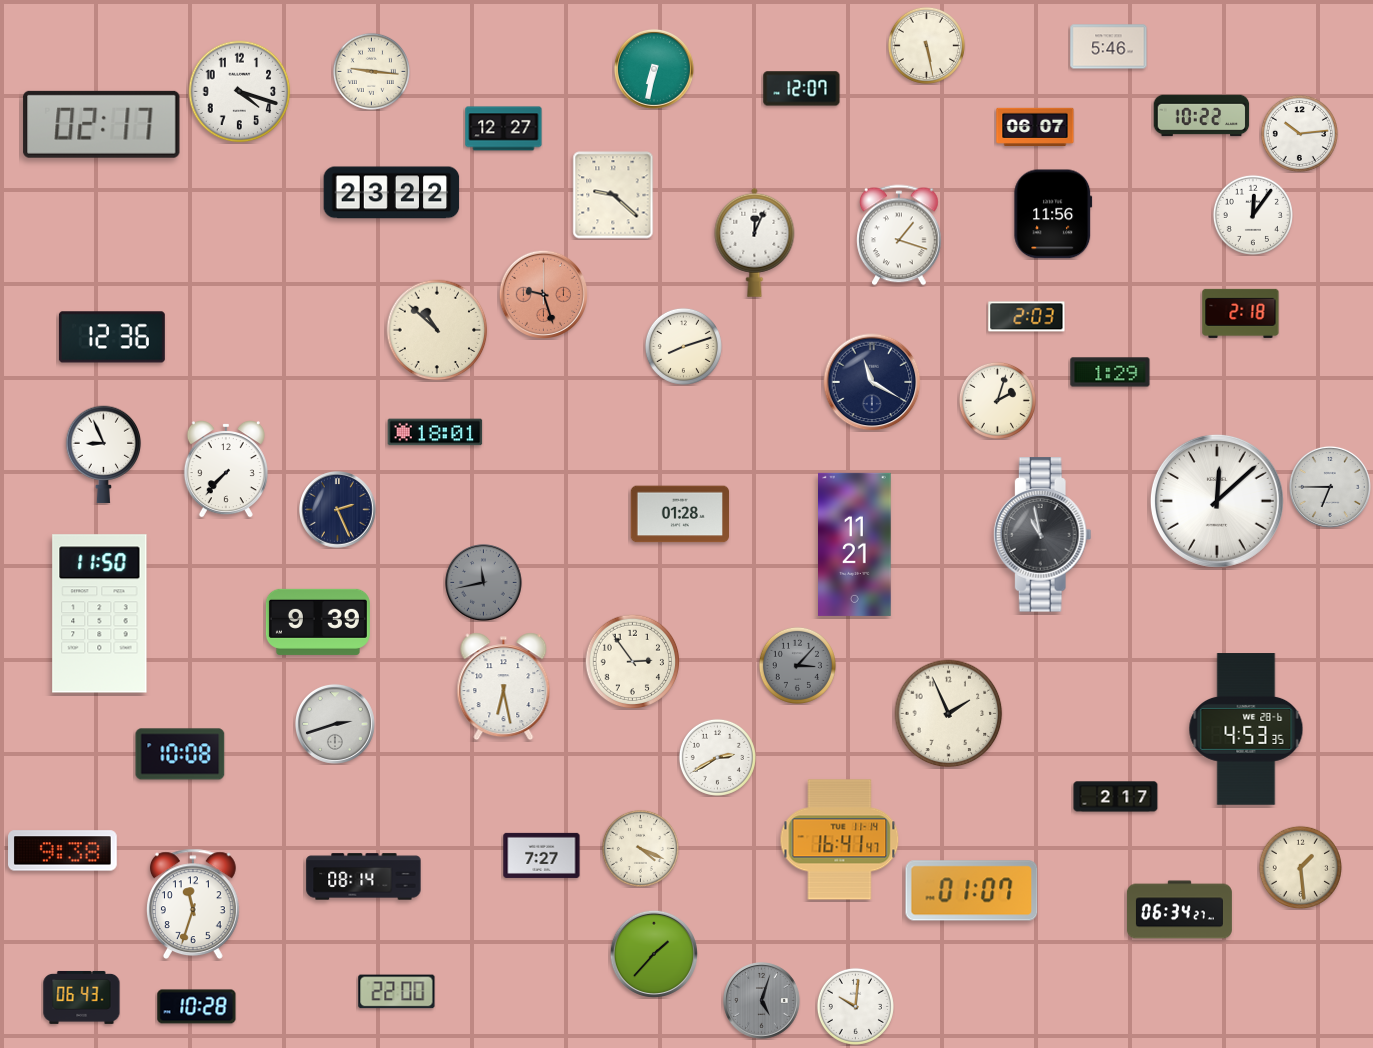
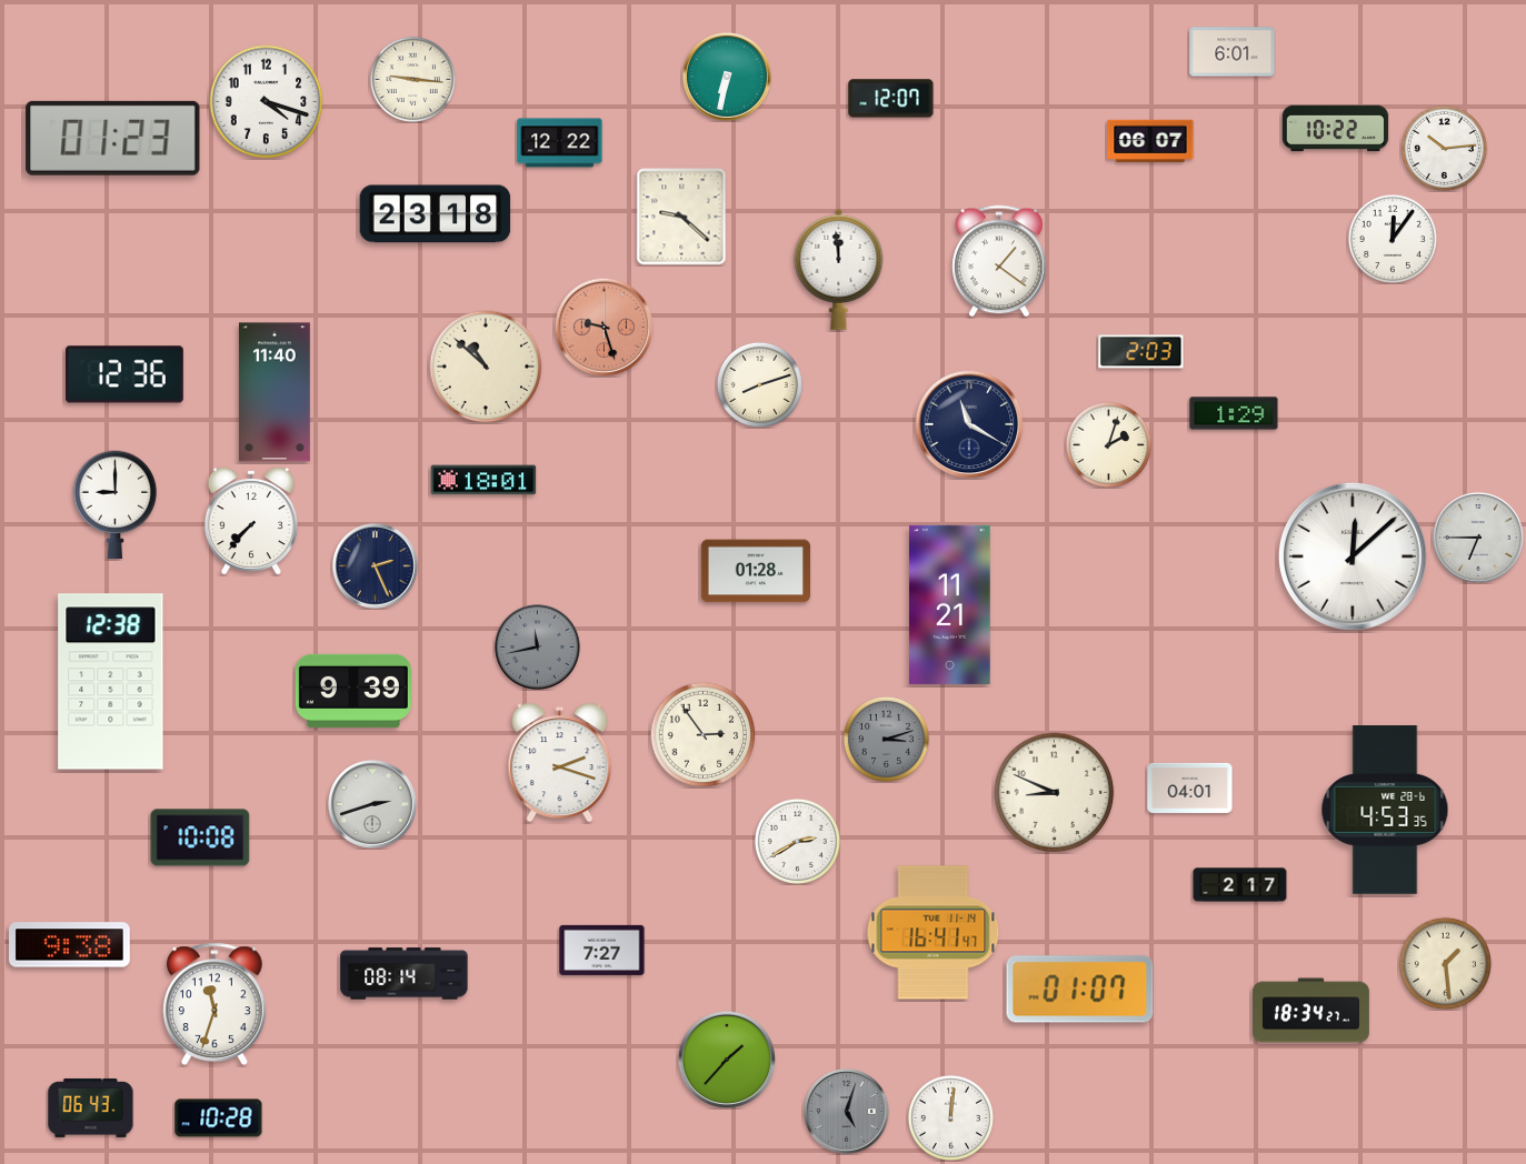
clock at (926, 45): 5:28 -> none
clock at (1109, 47): 5:46 -> 6:01
clock at (102, 124): 02:17 -> 01:23
clock at (504, 129): 12:27 -> 12:22
clock at (392, 193): 23:22 -> 23:18
clock at (1053, 214): 11:56 -> none
clock at (899, 235): 1:18 -> 1:21
clock at (755, 242): 12:04 -> 11:59
clock at (1241, 313): 2:18 -> none
clock at (275, 392): none -> 11:40
clock at (104, 455): 8:56 -> 9:00
clock at (1330, 487) position: (1330, 487) -> (1478, 538)
clock at (1042, 535): 10:58 -> none
clock at (100, 614): 11:50 -> 12:38
clock at (797, 665): 3:07 -> 3:12
clock at (504, 687): 6:28 -> 2:18
clock at (1190, 787): none -> 04:01
clock at (949, 714): 1:56 -> 8:49
clock at (640, 848): 4:19 -> none
clock at (1179, 910): 06:34 -> 18:34
clock at (397, 992): 22:00 -> none
clock at (855, 1006): 10:01 -> 12:01
